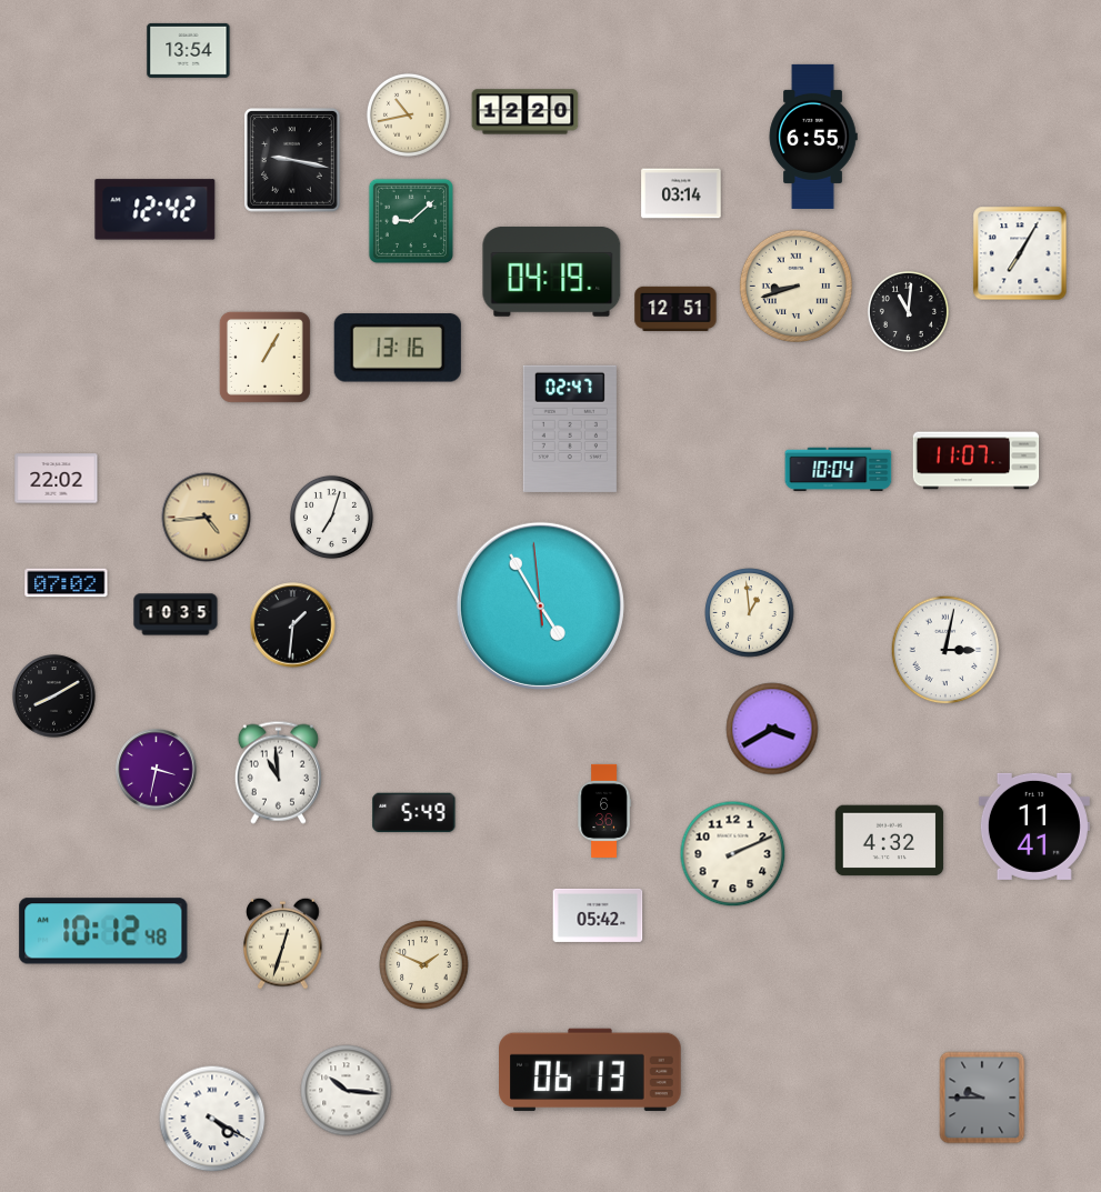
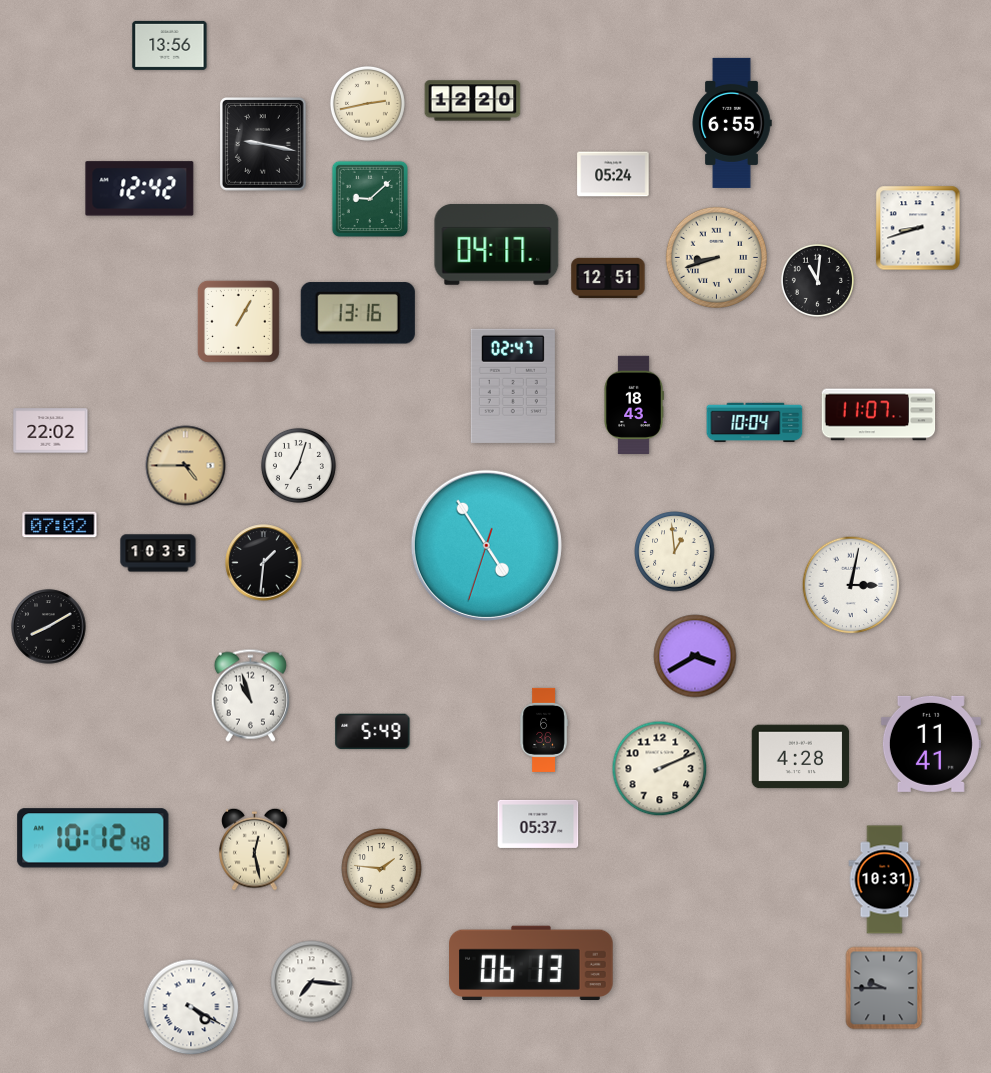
clock at (189, 50): 13:54 -> 13:56
clock at (408, 114): 10:43 -> 2:43
clock at (681, 193): 03:14 -> 05:24
clock at (1020, 253): 7:05 -> 8:42
clock at (552, 271): 04:19 -> 04:17
clock at (634, 405): none -> 18:43
clock at (207, 518): 4:44 -> 4:45
clock at (540, 605): 4:54:59 -> 4:54:33
clock at (157, 770): 3:32 -> none
clock at (278, 772): 10:59 -> 10:57
clock at (890, 841): 4:32 -> 4:28
clock at (598, 915): 05:42 -> 05:37
clock at (283, 943): 12:33 -> 12:28
clock at (424, 965): 1:49 -> 1:46
clock at (885, 880): none -> 10:31
clock at (347, 1091): 10:16 -> 7:16
